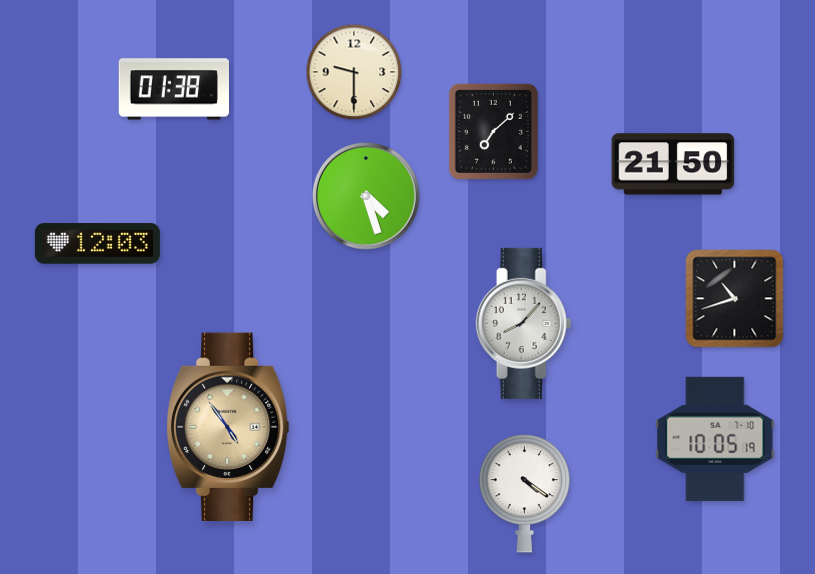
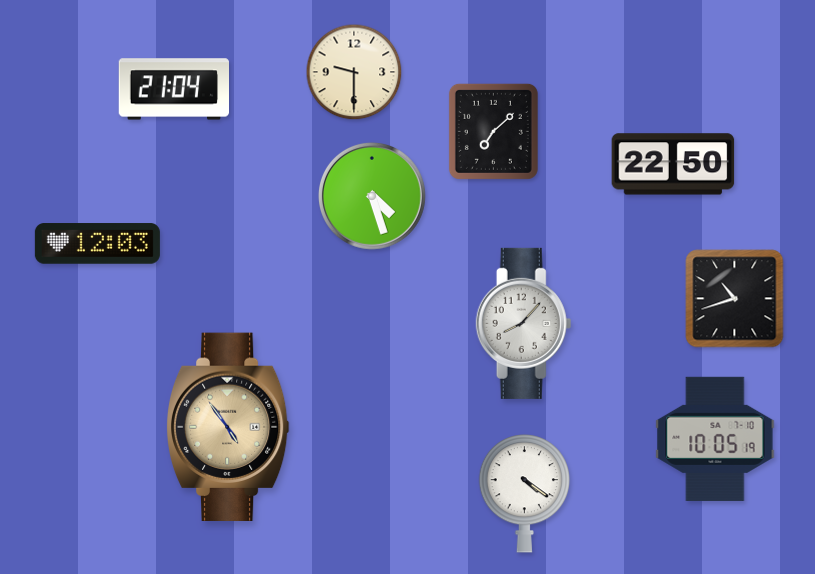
clock at (174, 89): 01:38 -> 21:04
clock at (673, 164): 21:50 -> 22:50
clock at (366, 196) position: (366, 196) -> (372, 196)
